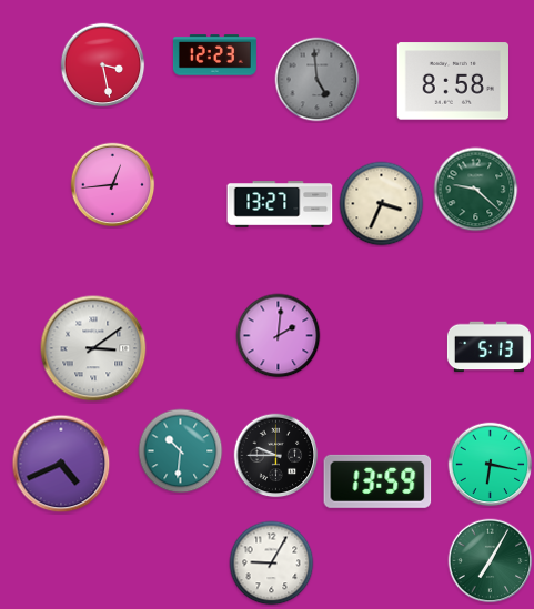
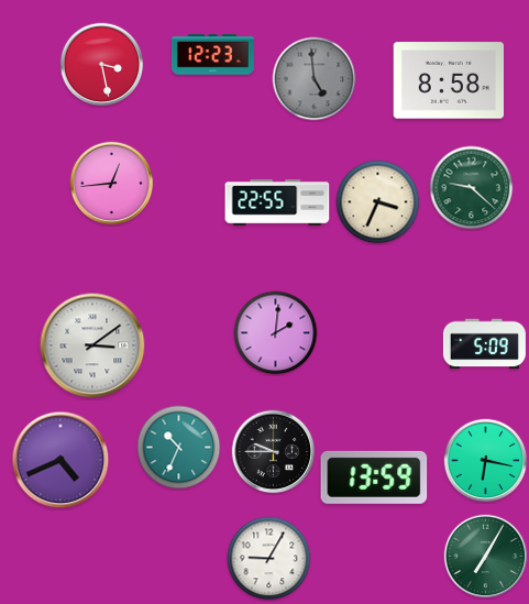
clock at (280, 204): 13:27 -> 22:55
clock at (488, 347): 5:13 -> 5:09
clock at (181, 451): 10:31 -> 10:34
